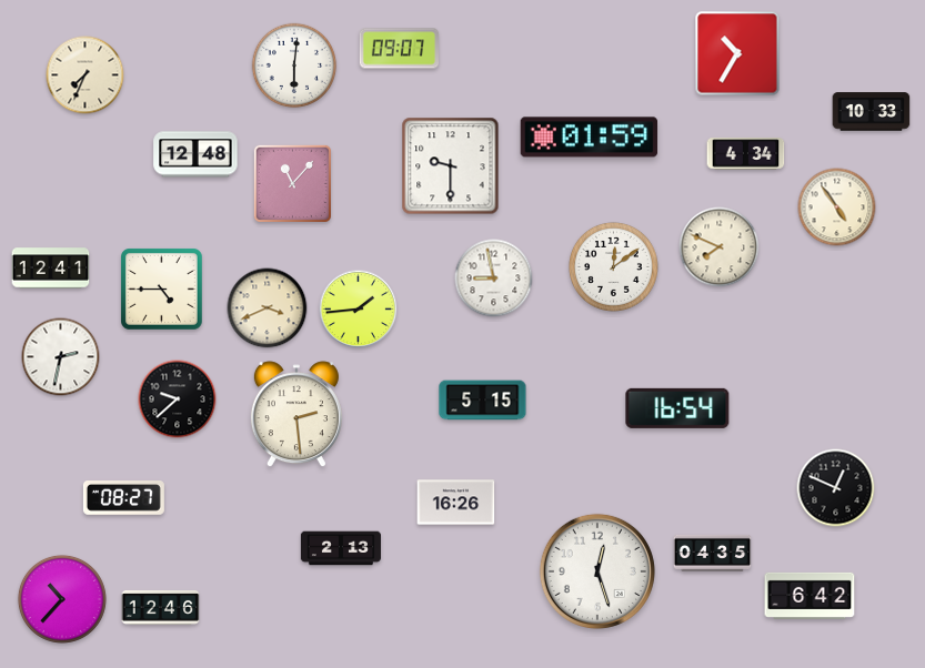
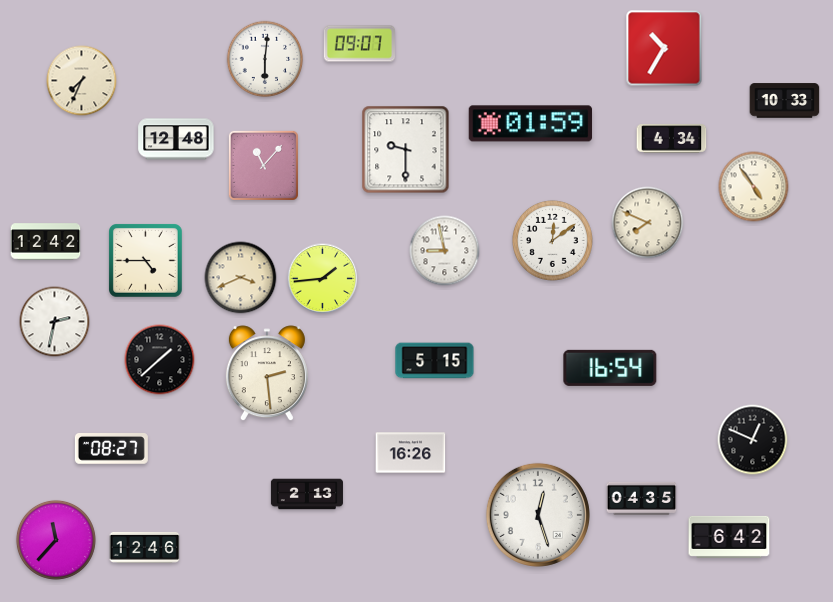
clock at (86, 75) position: (86, 75) -> (82, 81)
clock at (51, 269): 12:41 -> 12:42
clock at (178, 399): 9:38 -> 1:38
clock at (62, 599): 10:37 -> 11:37
